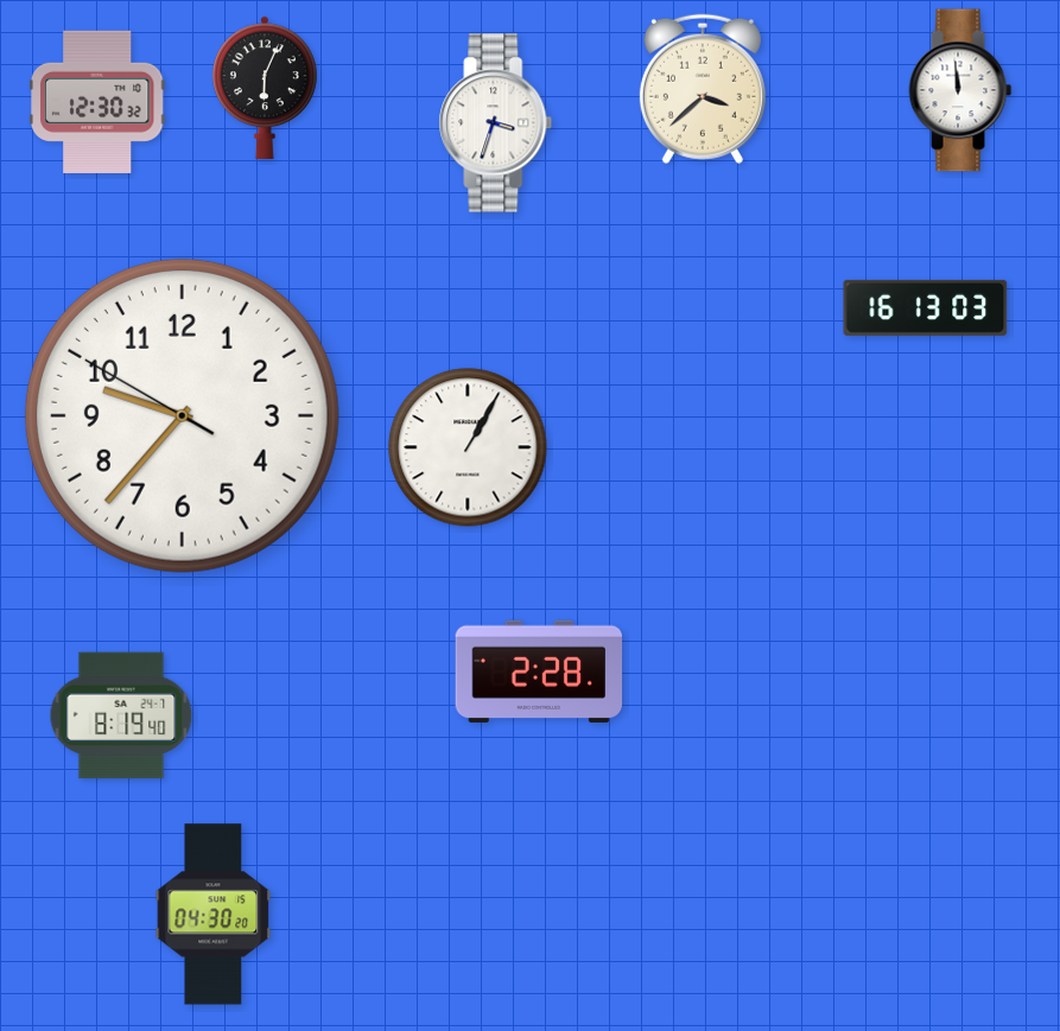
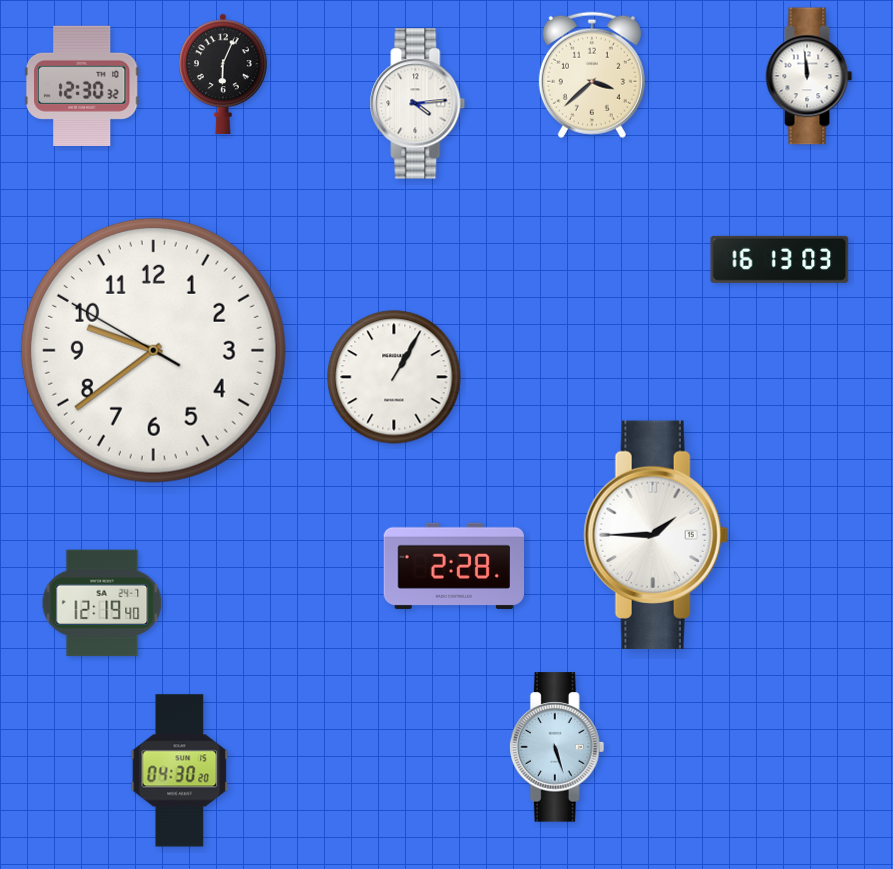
clock at (496, 123): 3:33 -> 4:14
clock at (182, 415): 9:36 -> 9:38
clock at (656, 534): none -> 1:45
clock at (121, 715): 8:19 -> 12:19
clock at (557, 747): none -> 5:27
